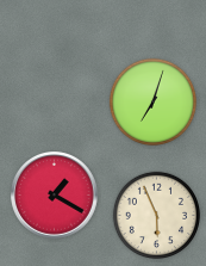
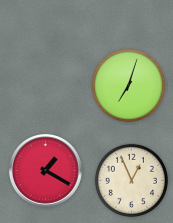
clock at (55, 196) position: (55, 196) -> (46, 171)
clock at (157, 216): 5:56 -> 12:56
